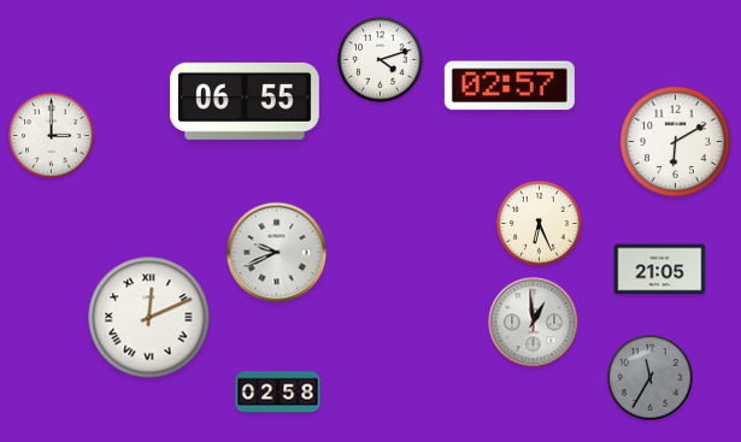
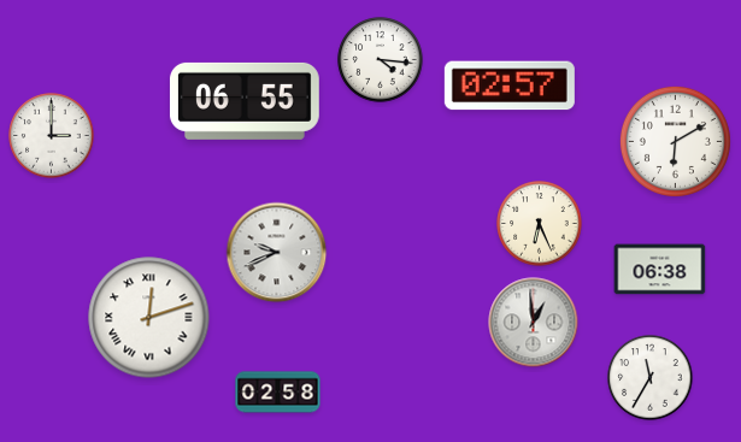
clock at (381, 60): 4:12 -> 4:16
clock at (660, 270): 21:05 -> 06:38
clock at (149, 318): 12:11 -> 12:12
clock at (651, 378) dial: grey -> white
